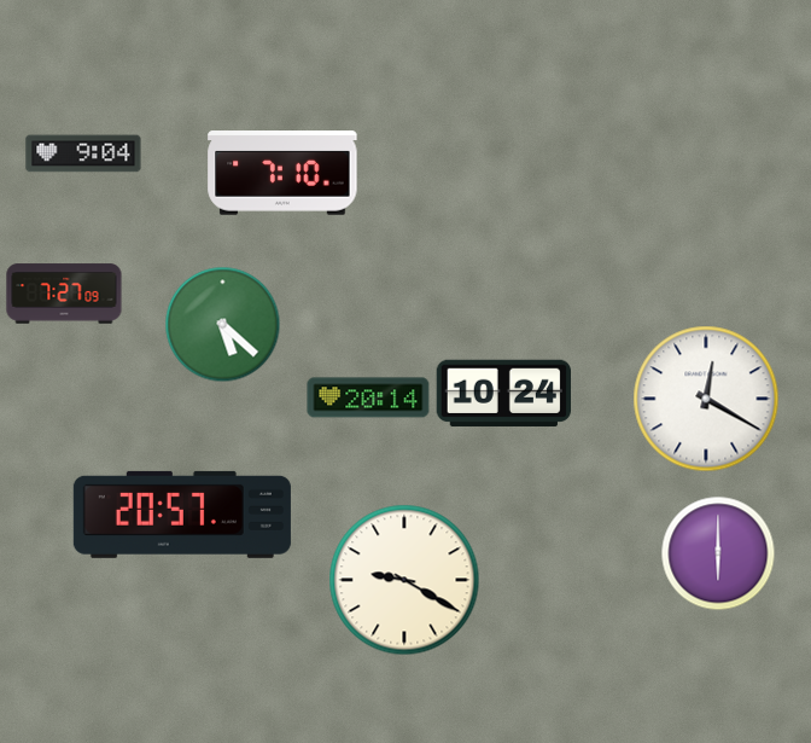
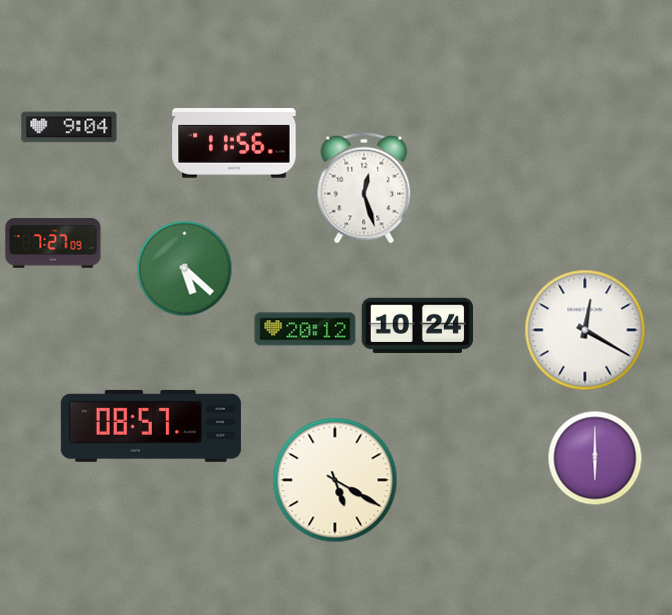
clock at (282, 173): 7:10 -> 11:56
clock at (364, 188): none -> 12:27
clock at (368, 397): 20:14 -> 20:12
clock at (182, 515): 20:57 -> 08:57
clock at (404, 580): 9:20 -> 5:20
